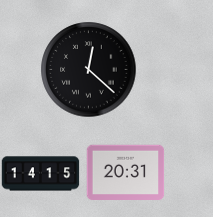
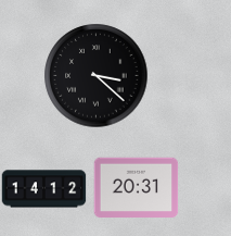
clock at (88, 69): 12:22 -> 3:22
clock at (40, 174): 14:15 -> 14:12
